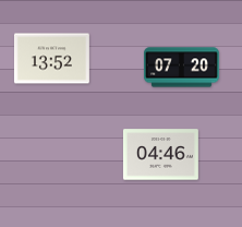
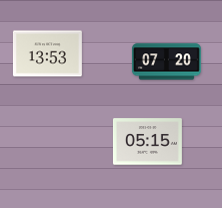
clock at (51, 59): 13:52 -> 13:53
clock at (160, 155): 04:46 -> 05:15
